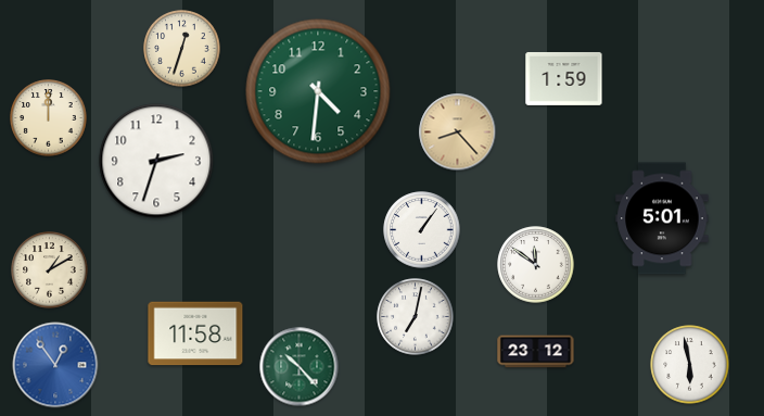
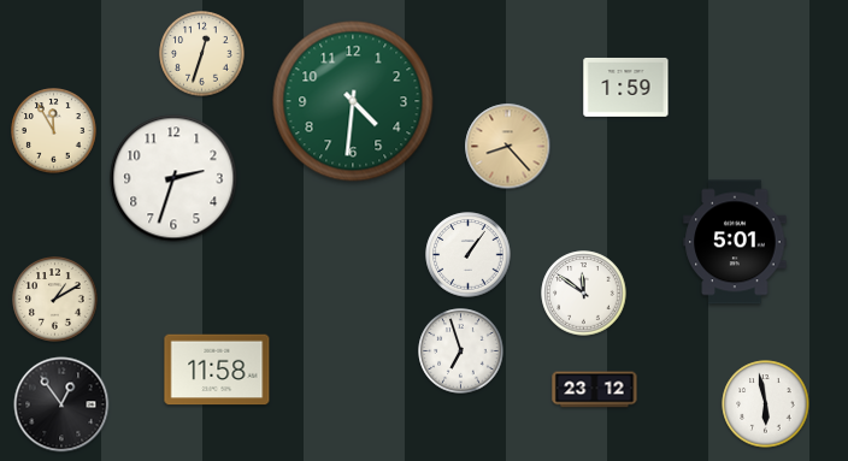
clock at (49, 118): 12:00 -> 11:55
clock at (536, 265) position: (536, 265) -> (584, 294)
clock at (416, 317): 7:02 -> 6:57
clock at (55, 365) dial: blue -> black
clock at (300, 367): 10:23 -> none
